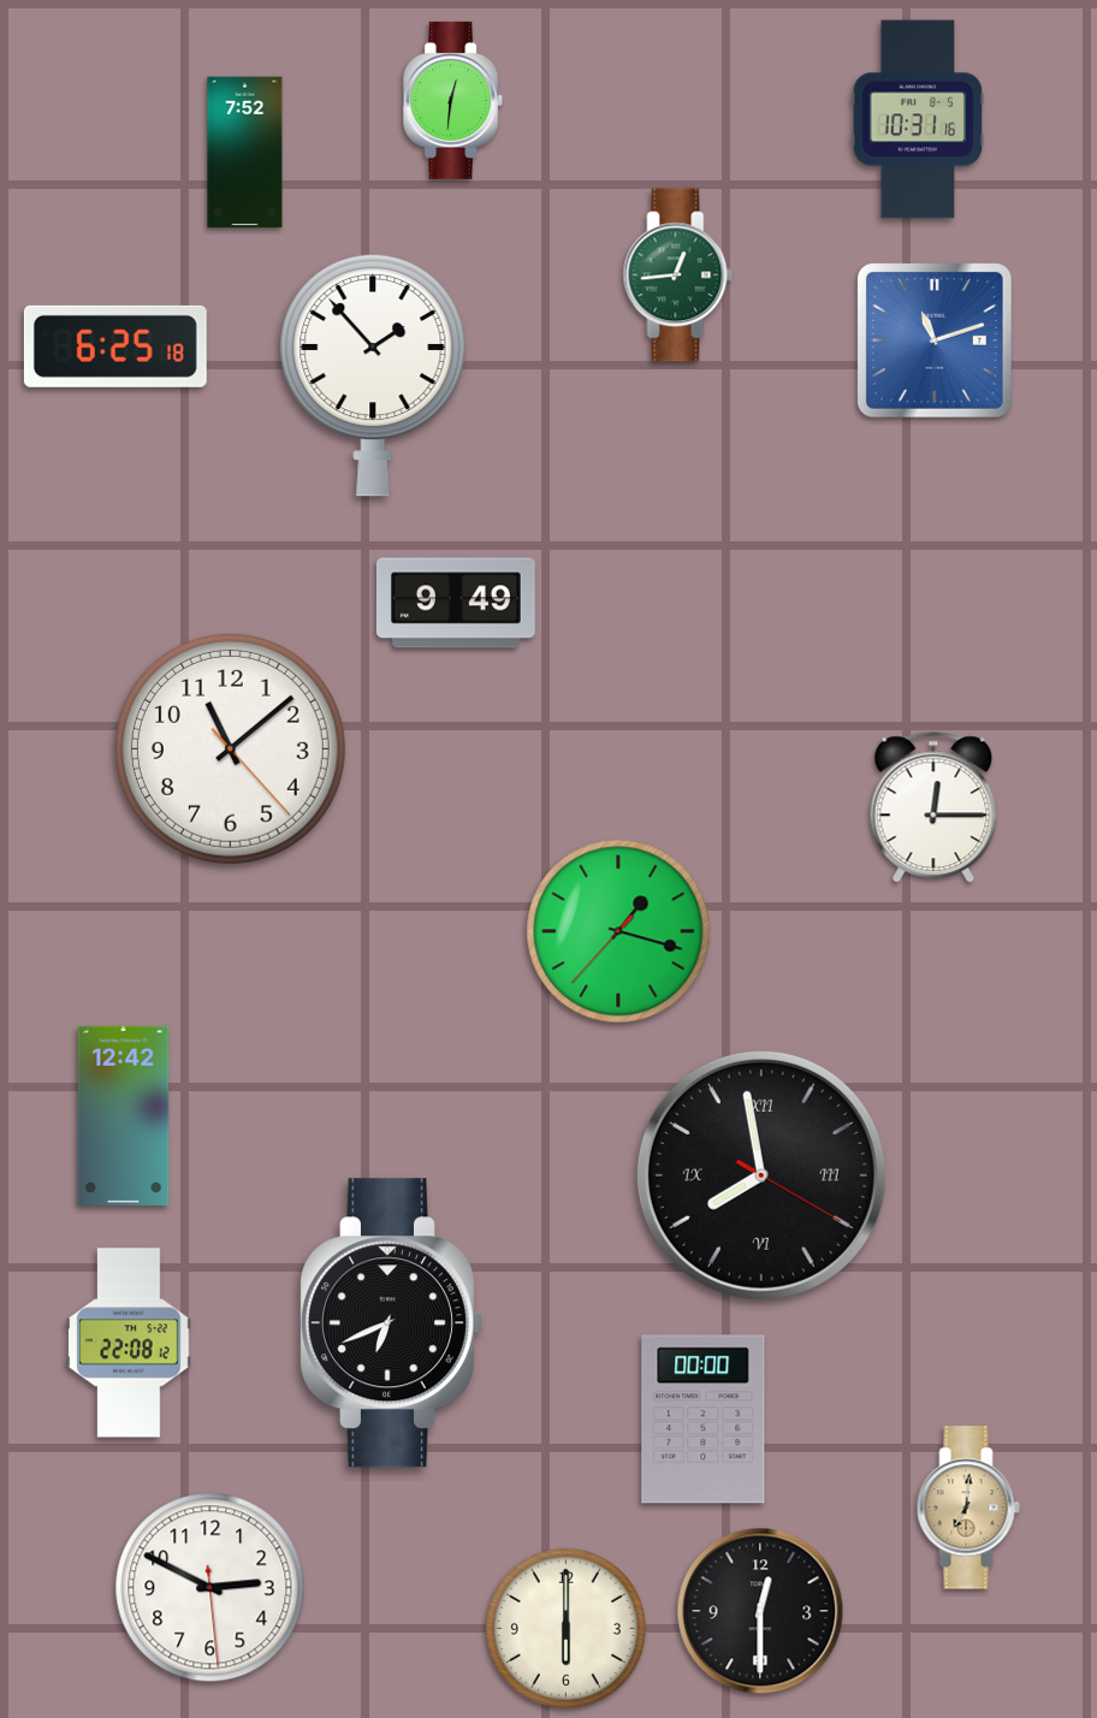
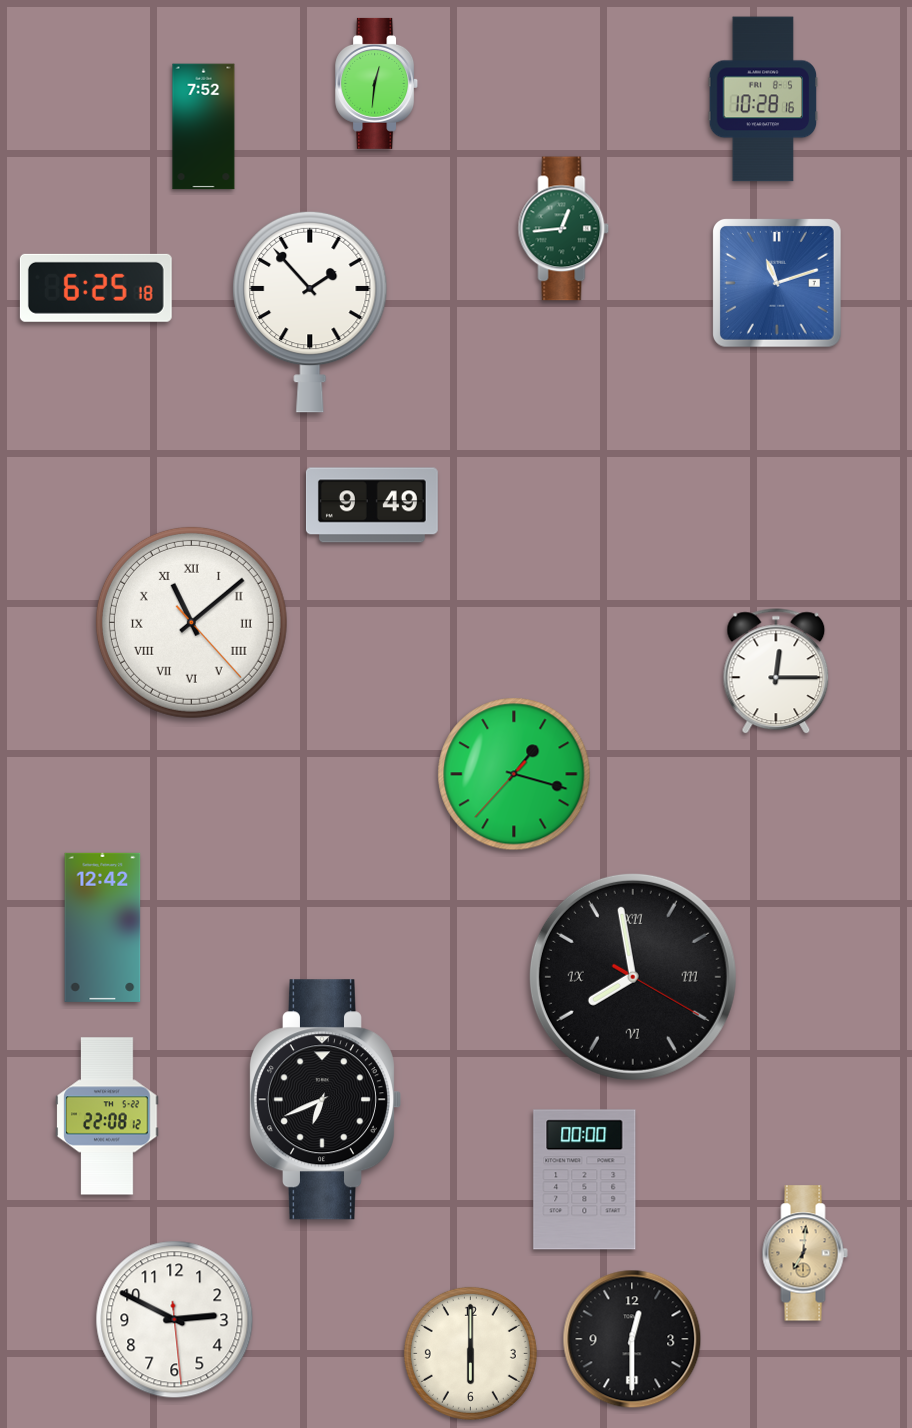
clock at (918, 119): 10:31 -> 10:28
clock at (456, 603) position: (456, 603) -> (372, 505)
clock at (230, 748) numerals: Arabic -> Roman
